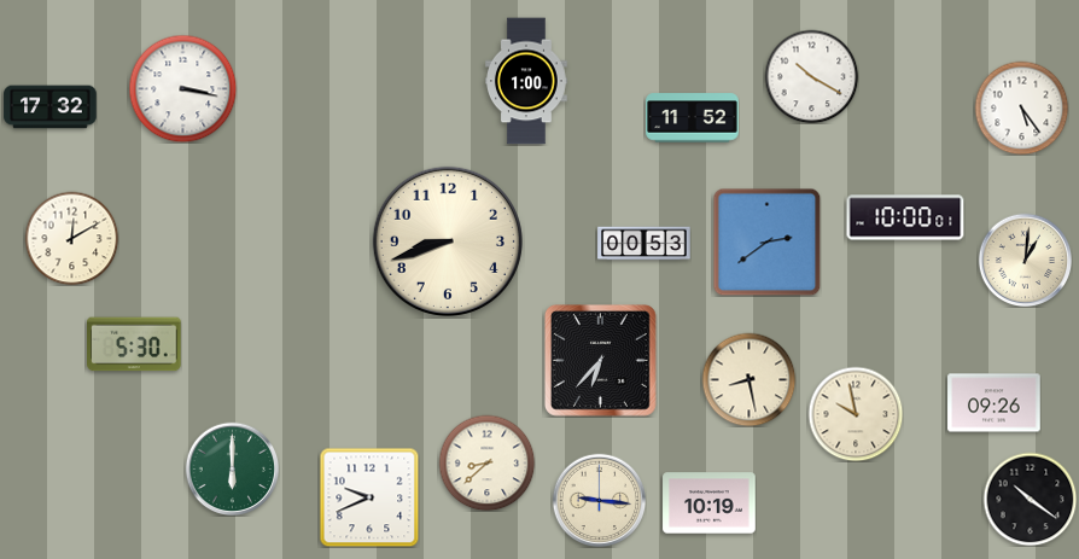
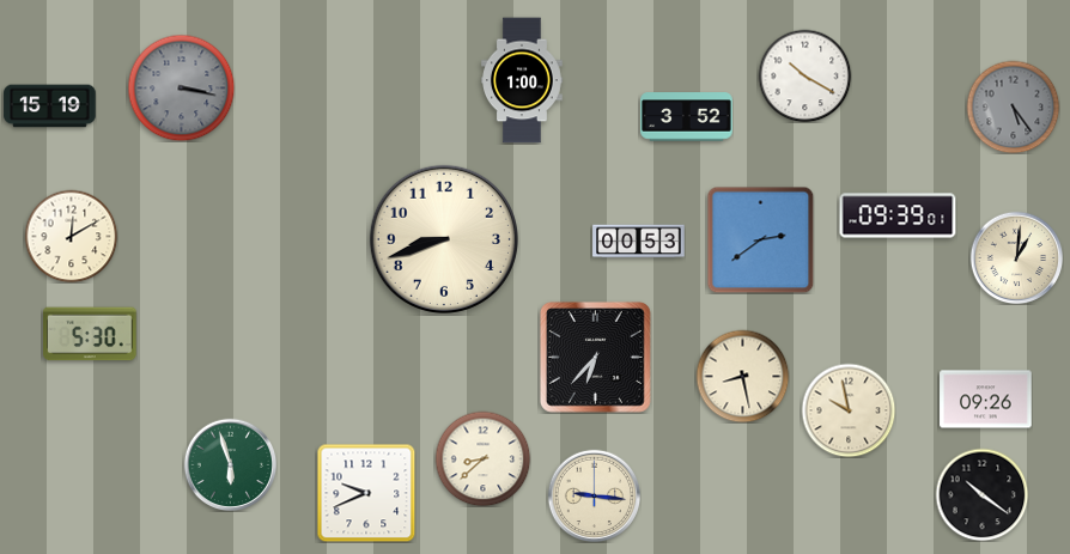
clock at (182, 88) dial: white -> grey
clock at (51, 107): 17:32 -> 15:19
clock at (1021, 107) dial: white -> grey
clock at (693, 118): 11:52 -> 3:52
clock at (905, 217): 10:00 -> 09:39
clock at (134, 344) position: (134, 344) -> (90, 334)
clock at (232, 468): 6:00 -> 5:57
clock at (1030, 499) position: (1030, 499) -> (981, 494)
clock at (710, 503): 10:19 -> none
